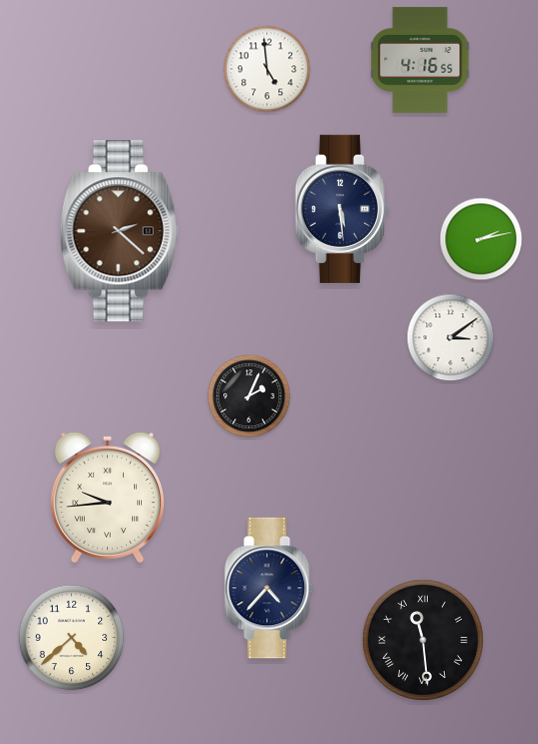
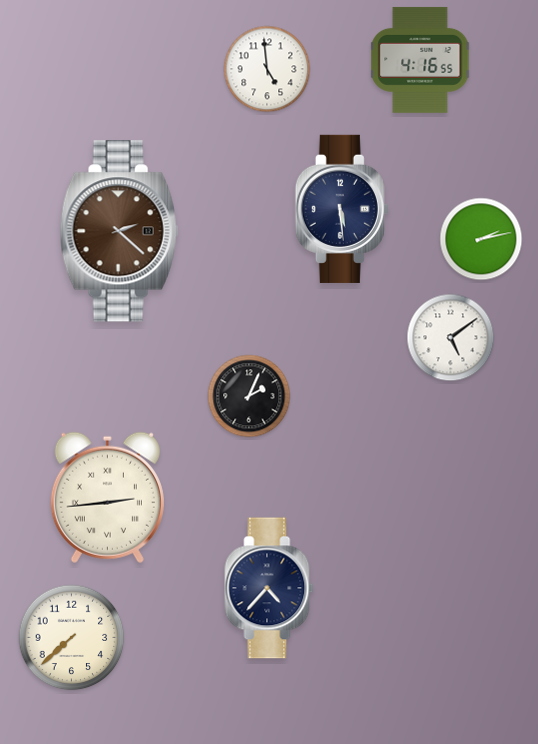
clock at (451, 338): 3:09 -> 5:09
clock at (107, 497): 9:44 -> 2:44
clock at (72, 638): 4:38 -> 7:38
clock at (423, 640): 11:29 -> none
